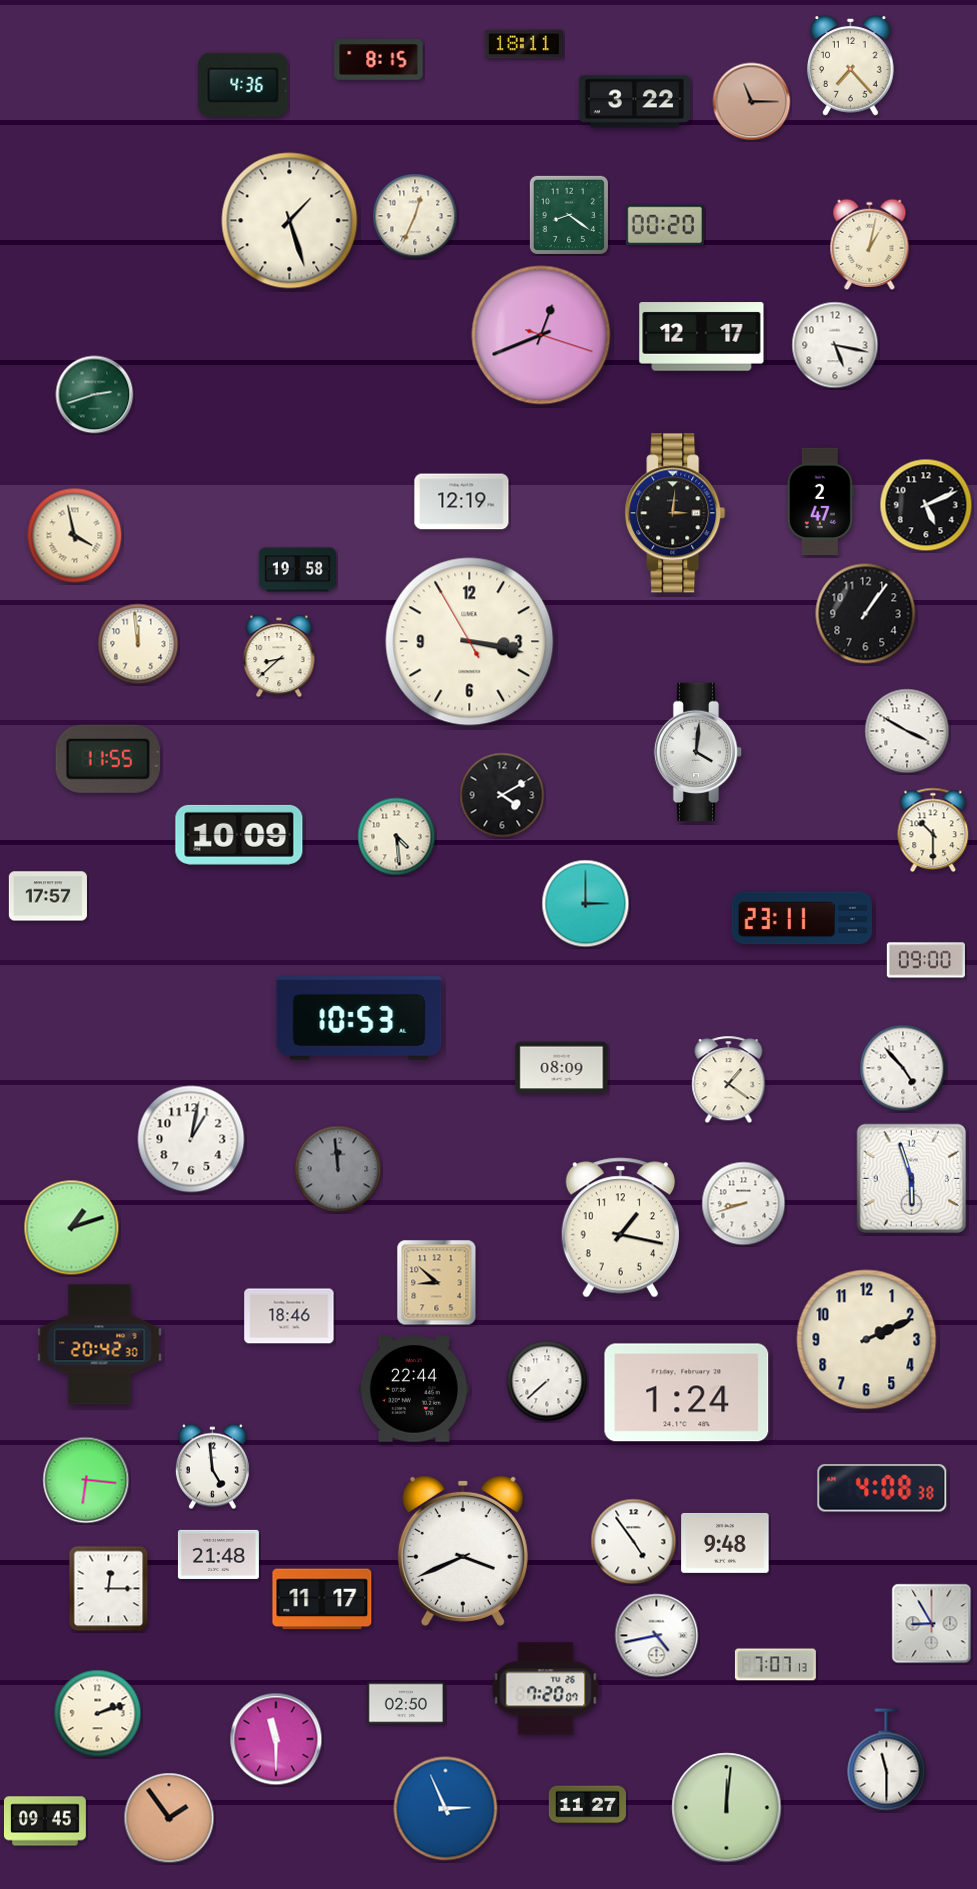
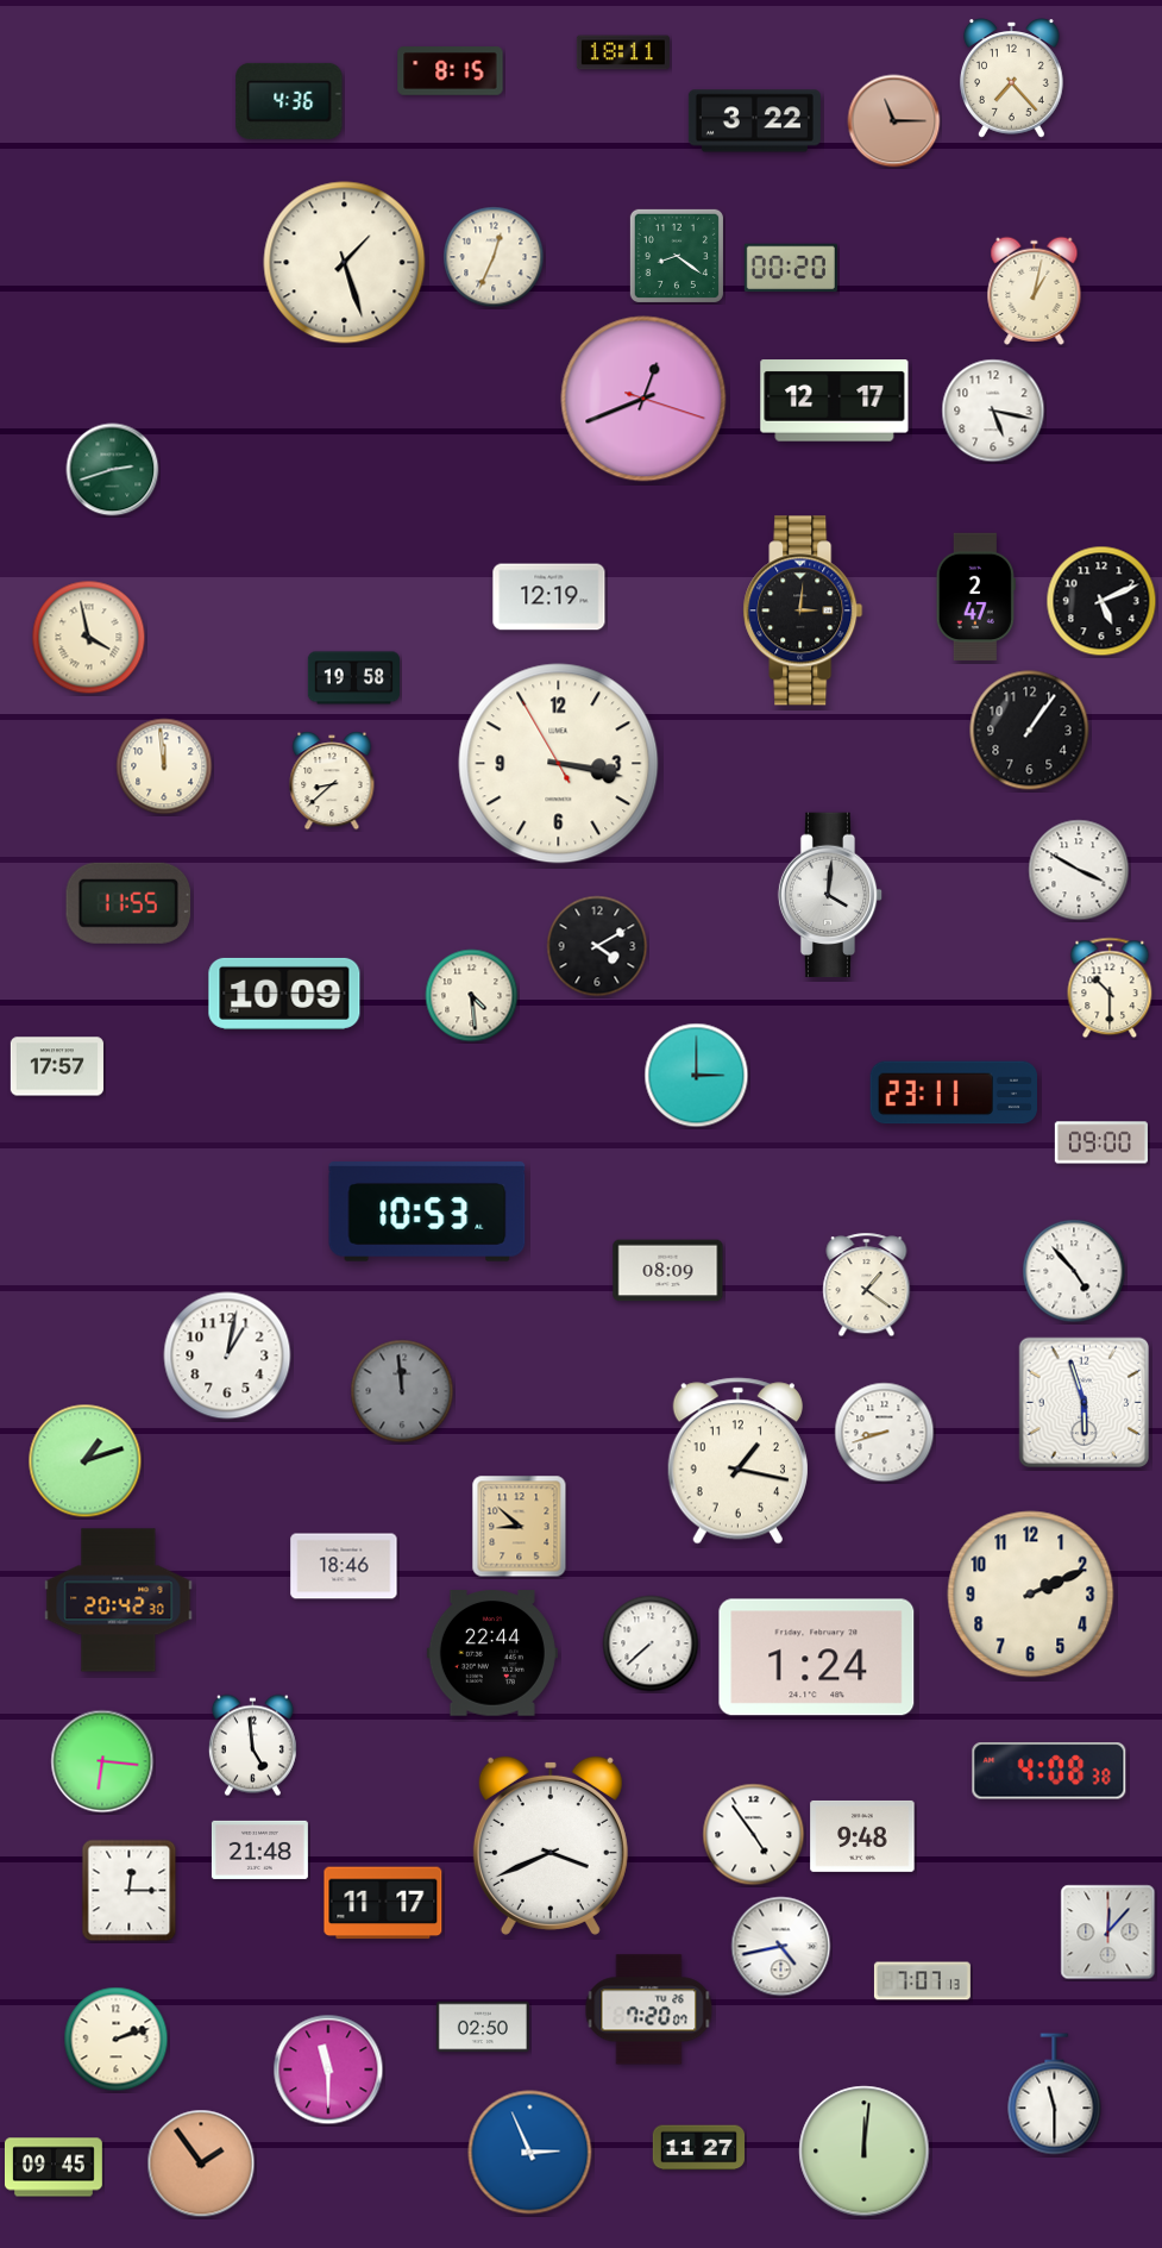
clock at (932, 1624): 8:55 -> 12:07
